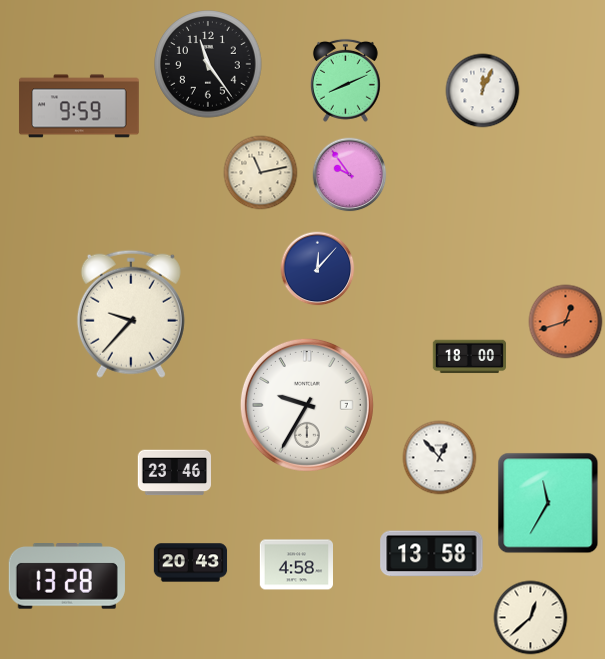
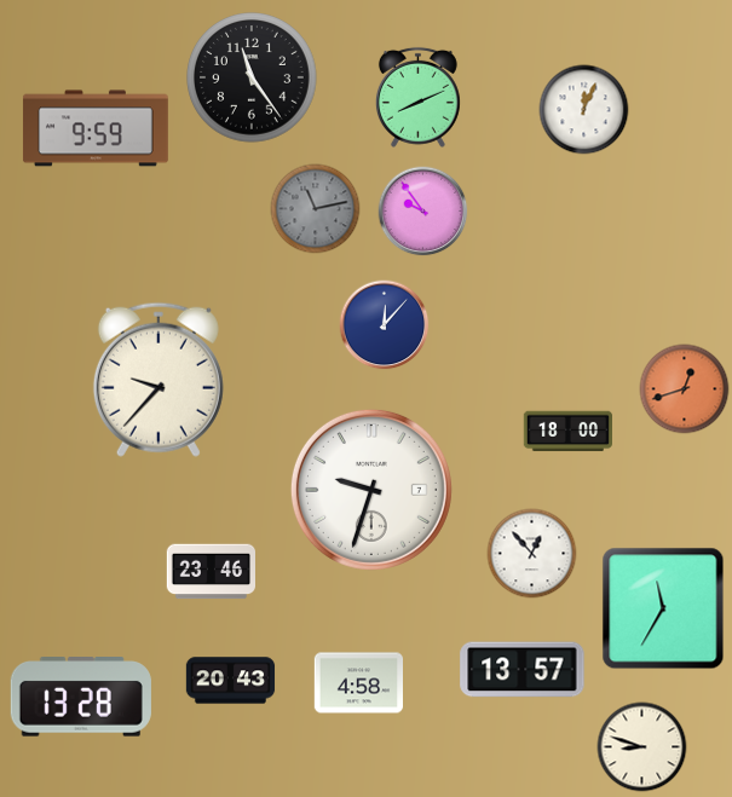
clock at (261, 173) dial: cream -> grey
clock at (307, 405): 9:35 -> 9:33
clock at (432, 554): 13:58 -> 13:57
clock at (531, 618): 12:38 -> 8:48
